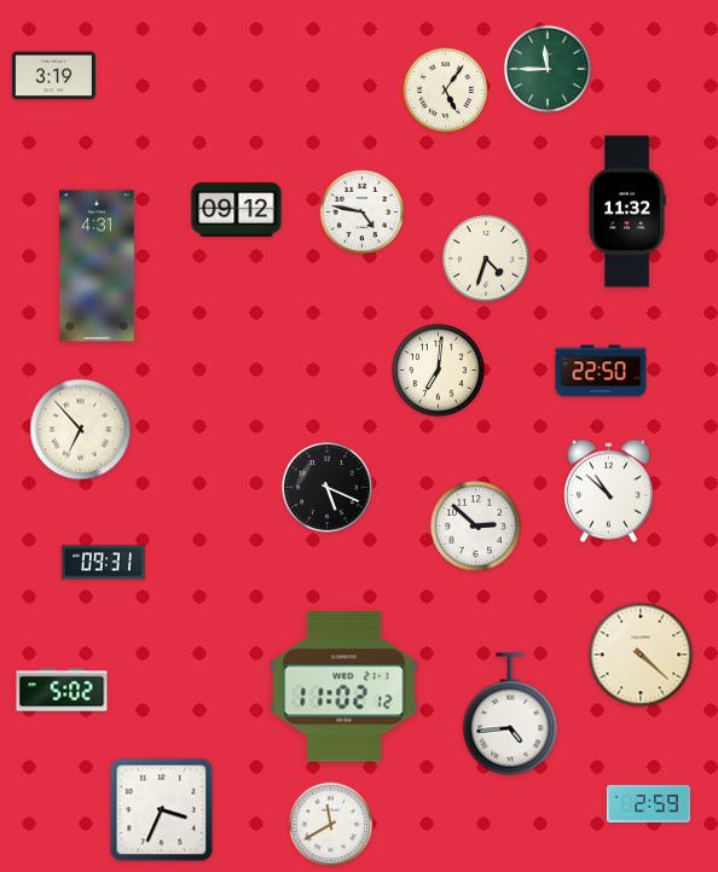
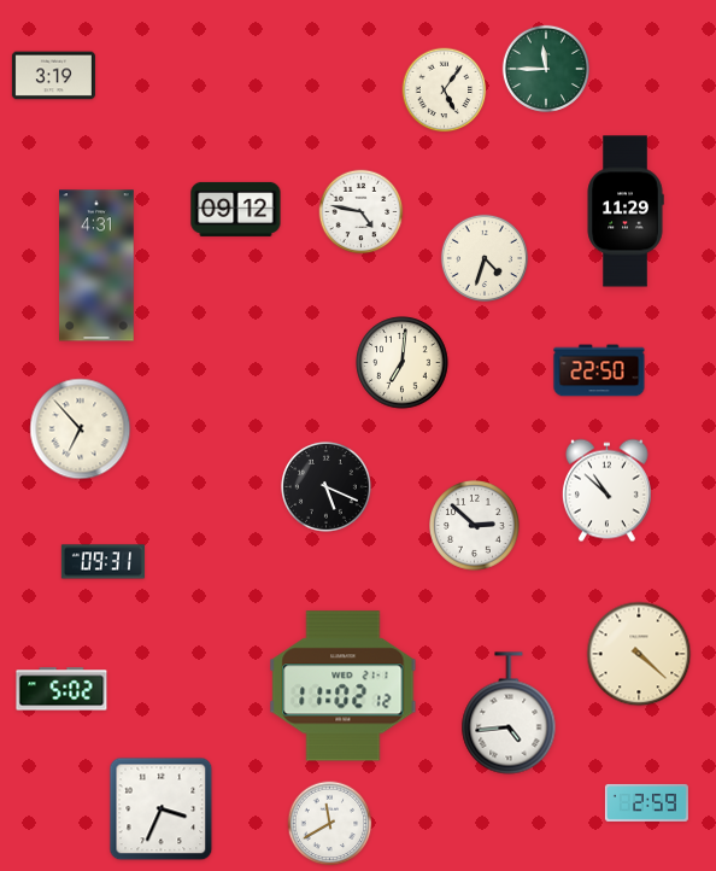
clock at (627, 211): 11:32 -> 11:29
clock at (439, 371) position: (439, 371) -> (403, 363)
